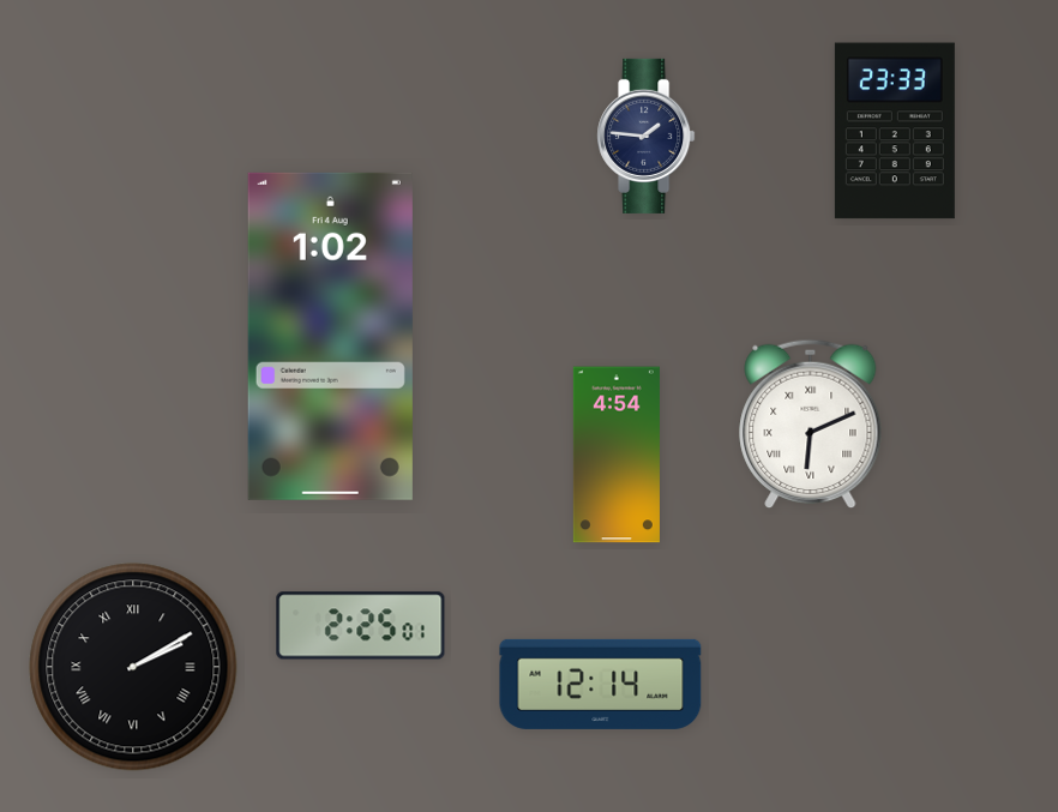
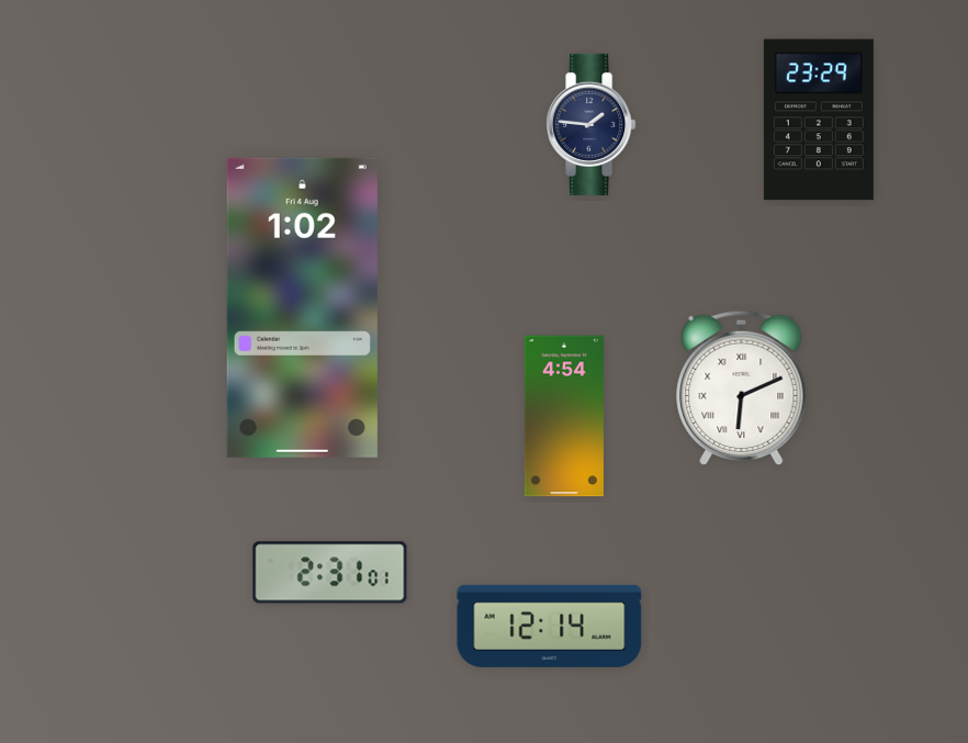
clock at (895, 131): 23:33 -> 23:29
clock at (361, 626): 2:25 -> 2:31
clock at (133, 667): 2:10 -> none
